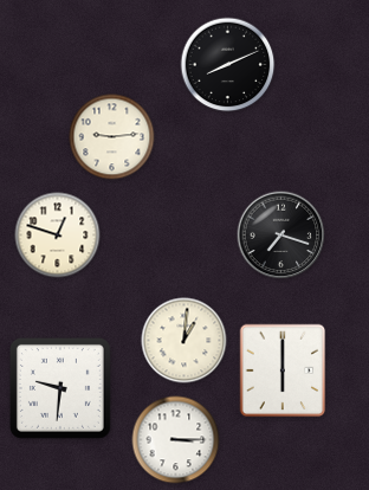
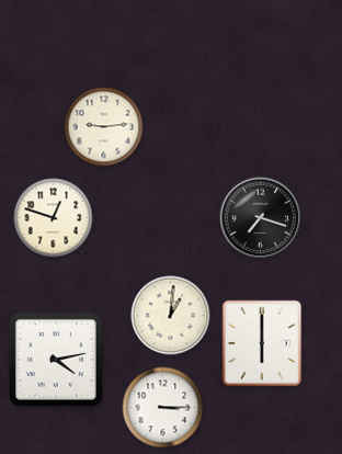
clock at (228, 65): 8:11 -> none
clock at (60, 388): 9:31 -> 4:13
